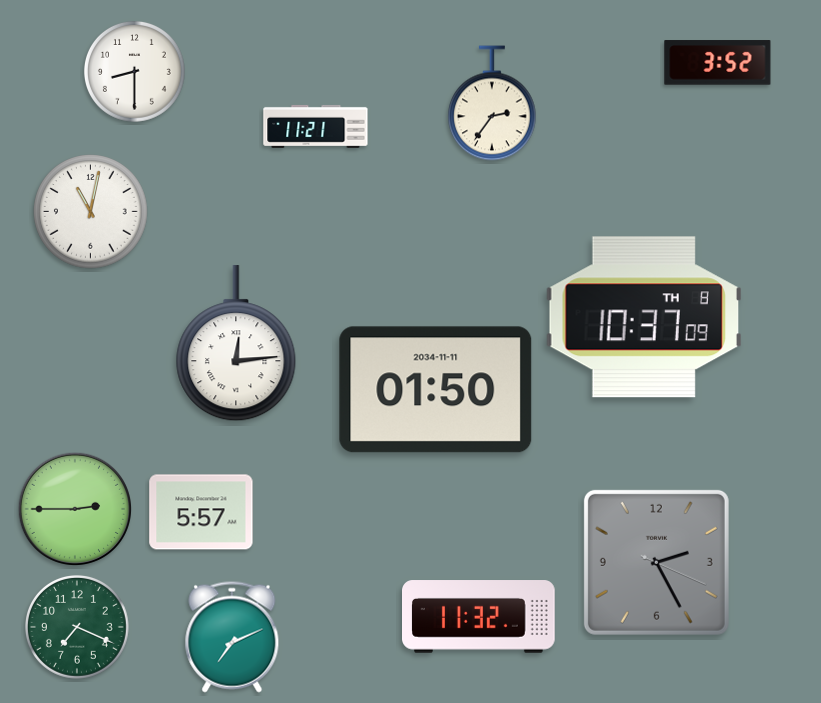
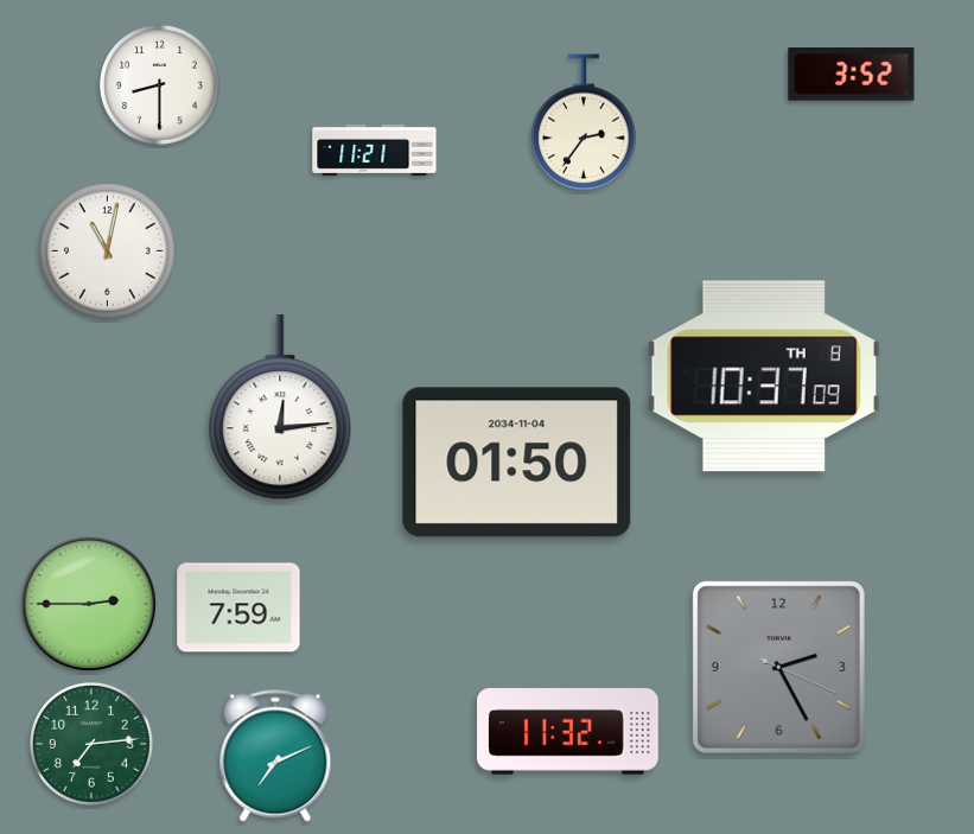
clock at (436, 390) date: 2034-11-11 -> 2034-11-04
clock at (201, 512): 5:57 -> 7:59
clock at (78, 628): 7:19 -> 7:14
